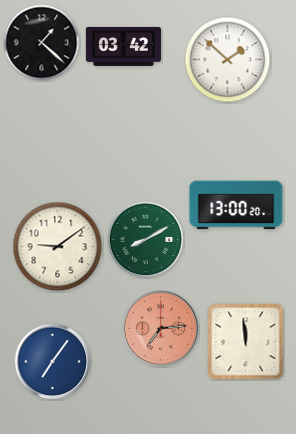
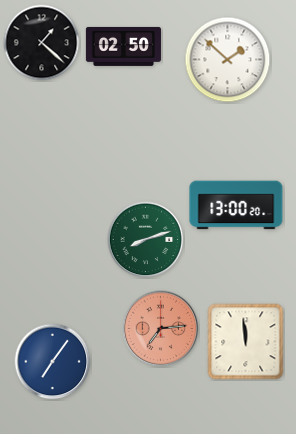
clock at (123, 46): 03:42 -> 02:50
clock at (146, 240): 8:10 -> 8:12
clock at (58, 247): 9:09 -> none
